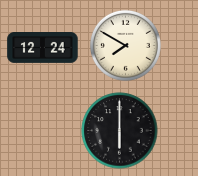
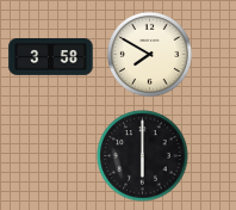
clock at (43, 48): 12:24 -> 3:58
